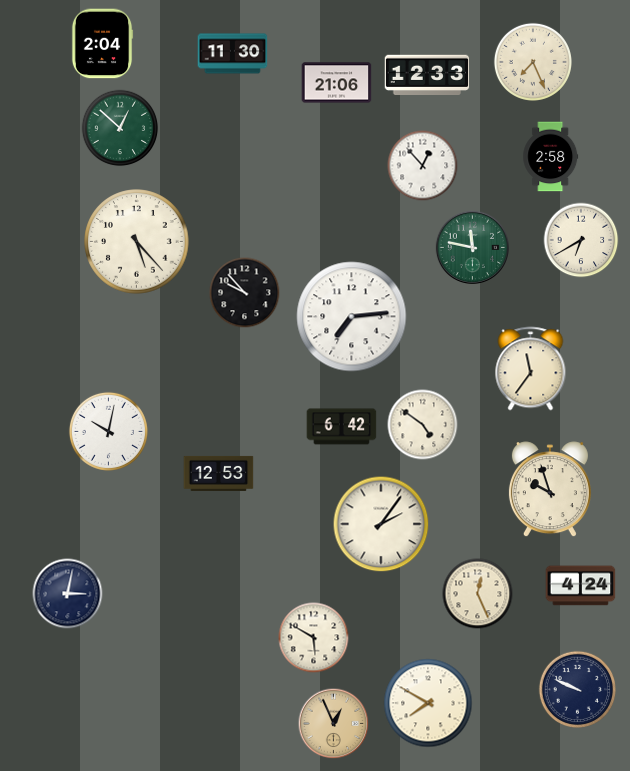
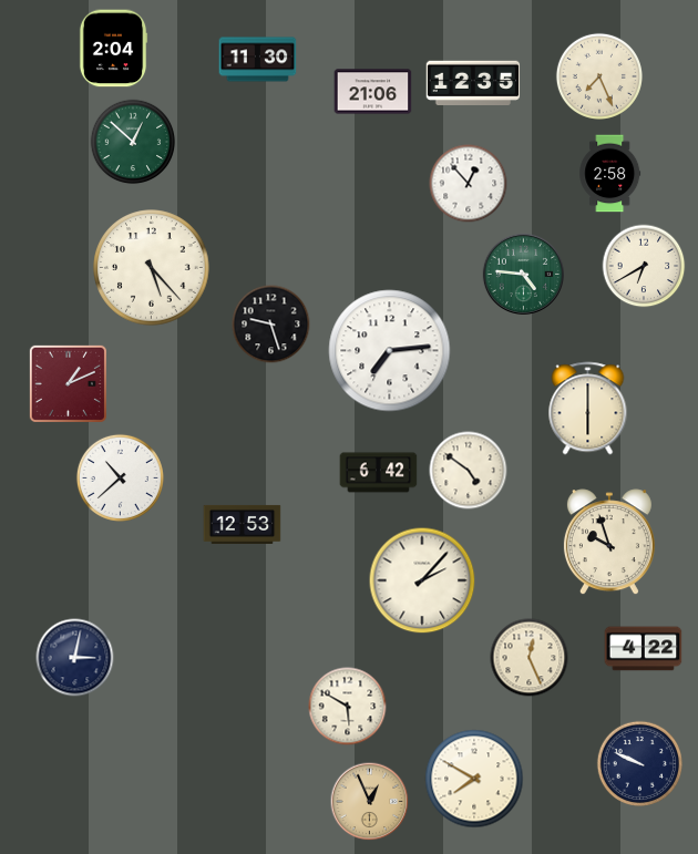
clock at (533, 62) position: (533, 62) -> (599, 76)
clock at (427, 74): 12:33 -> 12:35
clock at (472, 247): 11:47 -> 4:46
clock at (245, 293): 9:53 -> 9:27
clock at (68, 383): none -> 1:11
clock at (531, 369): 11:36 -> 6:00
clock at (108, 431): 10:02 -> 10:38
clock at (381, 524): 2:06 -> 2:07
clock at (581, 586): 4:24 -> 4:22
